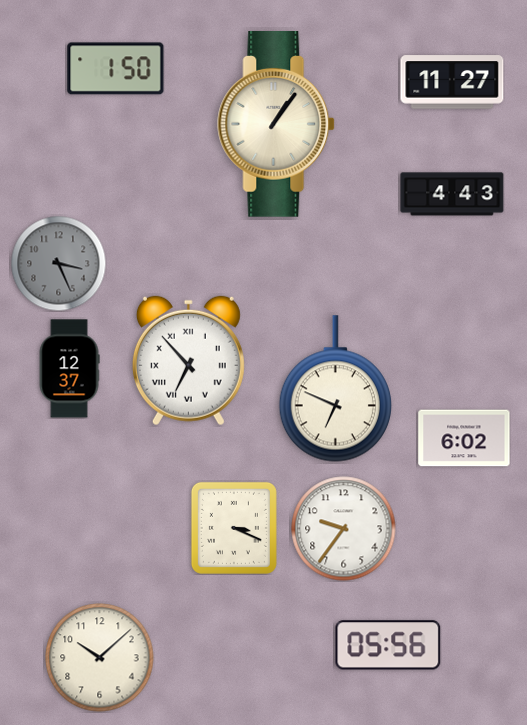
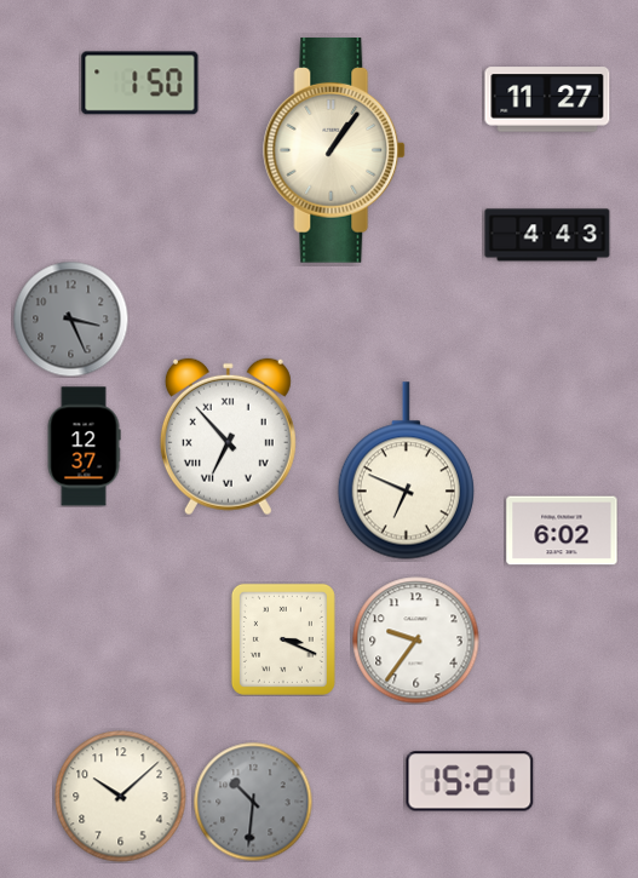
clock at (388, 645): 05:56 -> 15:21
clock at (253, 802): none -> 10:31
